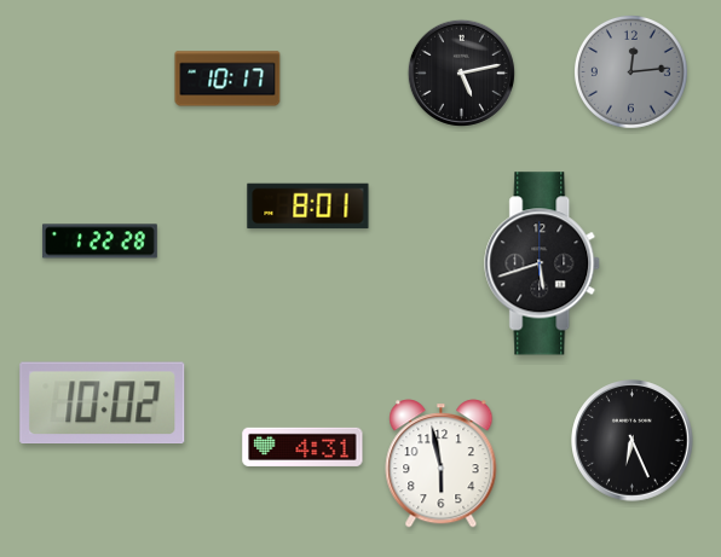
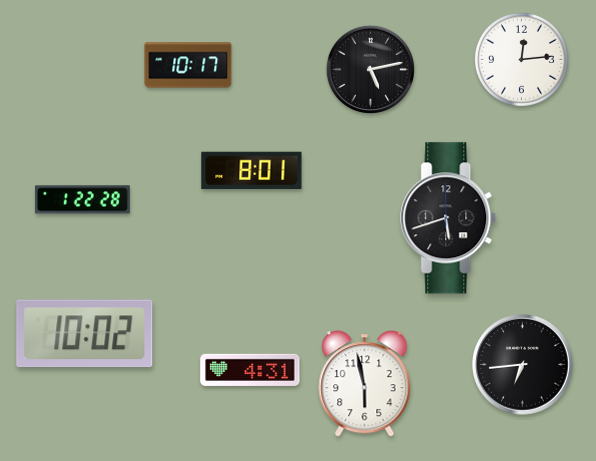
clock at (630, 71) dial: grey -> white
clock at (461, 72) position: (461, 72) -> (370, 69)
clock at (308, 207) position: (308, 207) -> (252, 171)
clock at (633, 441): 6:26 -> 6:44
